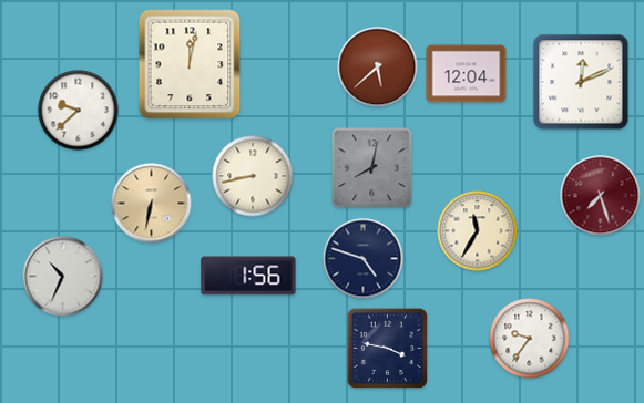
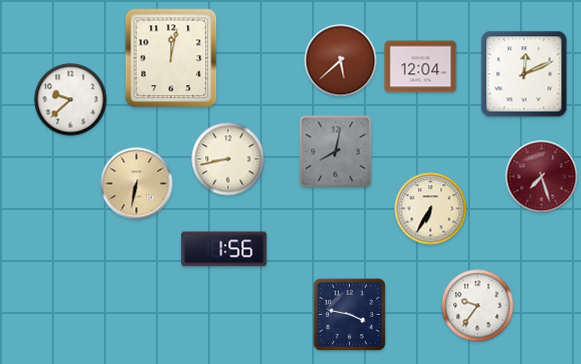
clock at (478, 231): 11:35 -> 6:35
clock at (364, 259): 4:48 -> none
clock at (63, 277): 10:34 -> none
